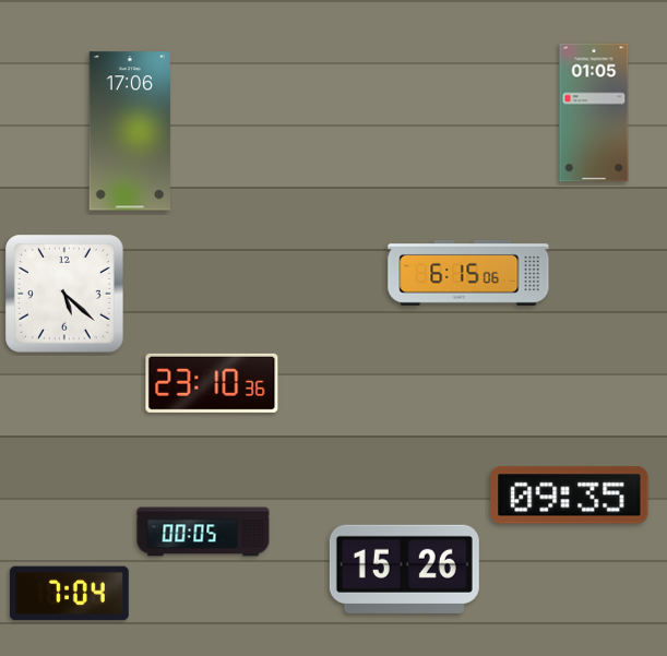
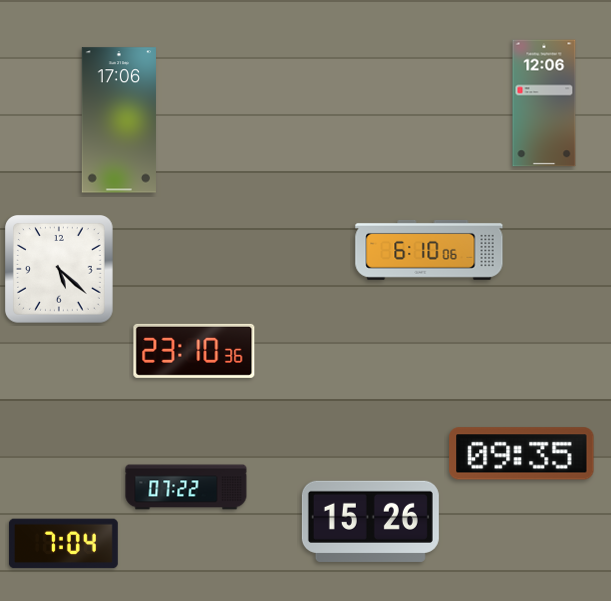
clock at (594, 112): 01:05 -> 12:06
clock at (468, 273): 6:15 -> 6:10
clock at (203, 532): 00:05 -> 07:22
